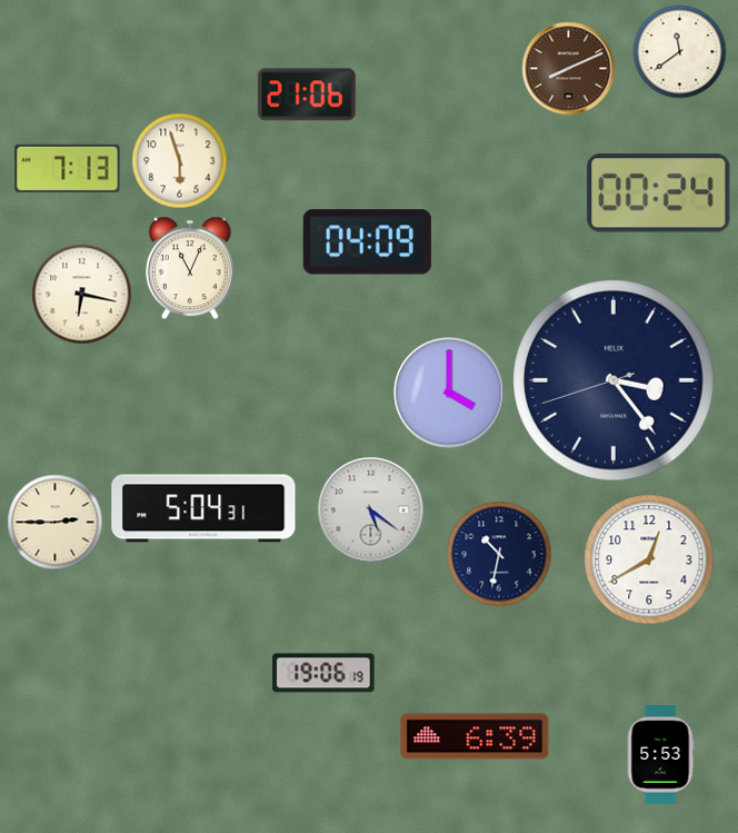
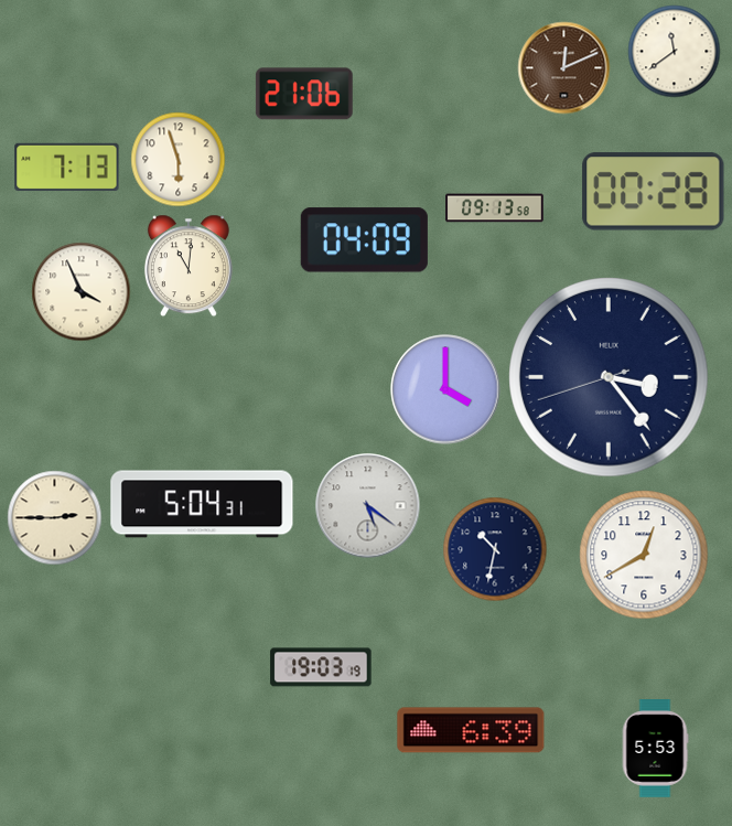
clock at (569, 69): 8:11 -> 12:11
clock at (659, 194): 00:24 -> 00:28
clock at (495, 208): none -> 09:13
clock at (190, 268): 11:04 -> 11:01
clock at (82, 295): 6:17 -> 3:56
clock at (323, 673): 19:06 -> 19:03
